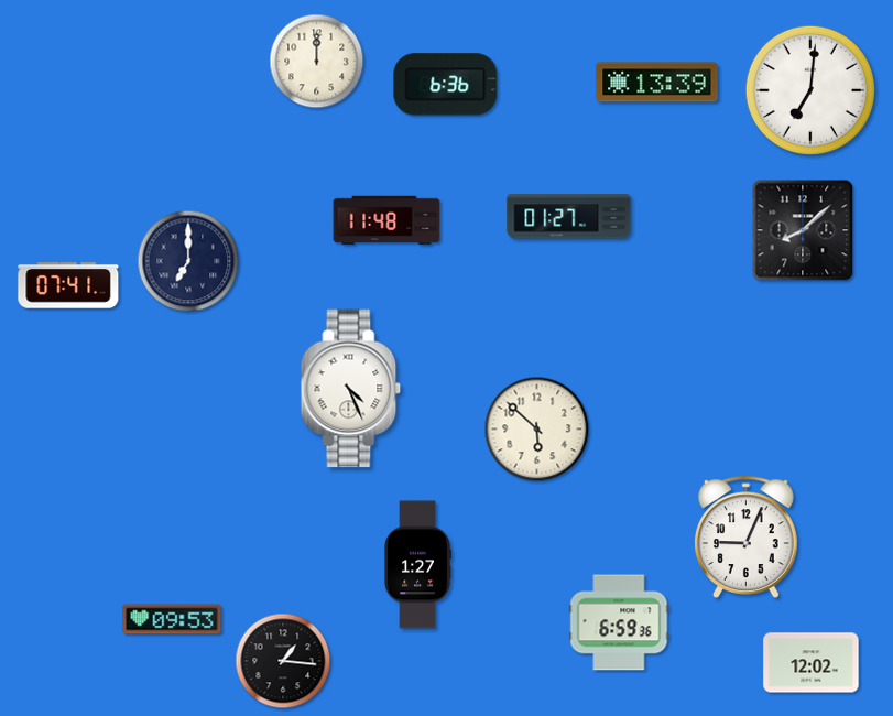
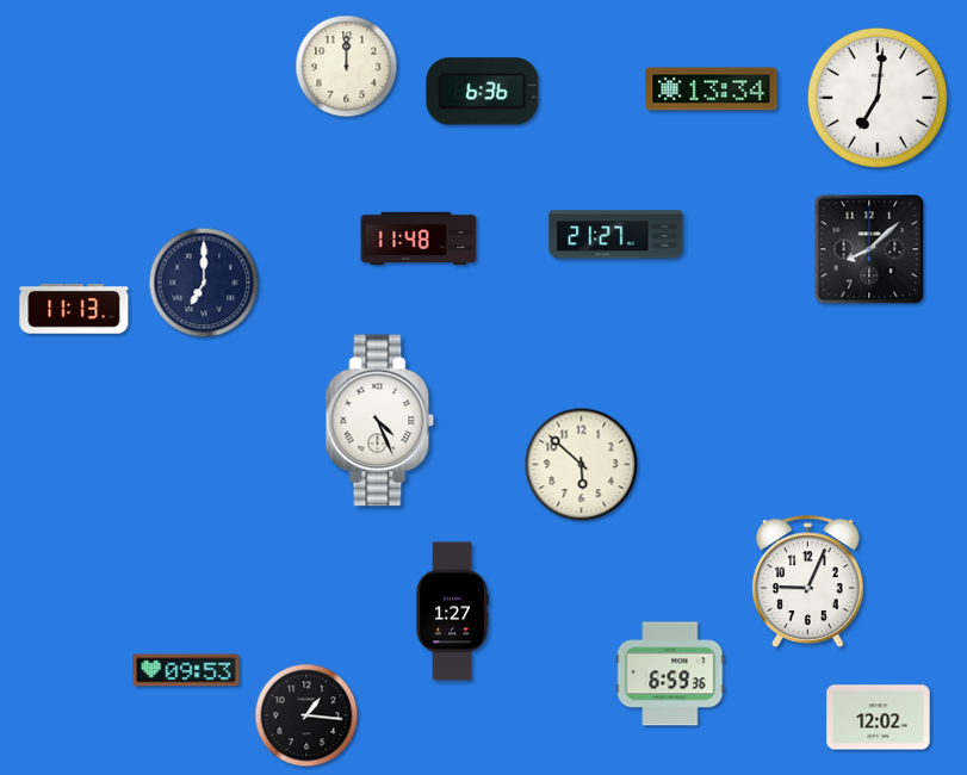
clock at (317, 62) position: (317, 62) -> (347, 67)
clock at (657, 83): 13:39 -> 13:34
clock at (569, 217): 01:27 -> 21:27
clock at (68, 285): 07:41 -> 11:13
